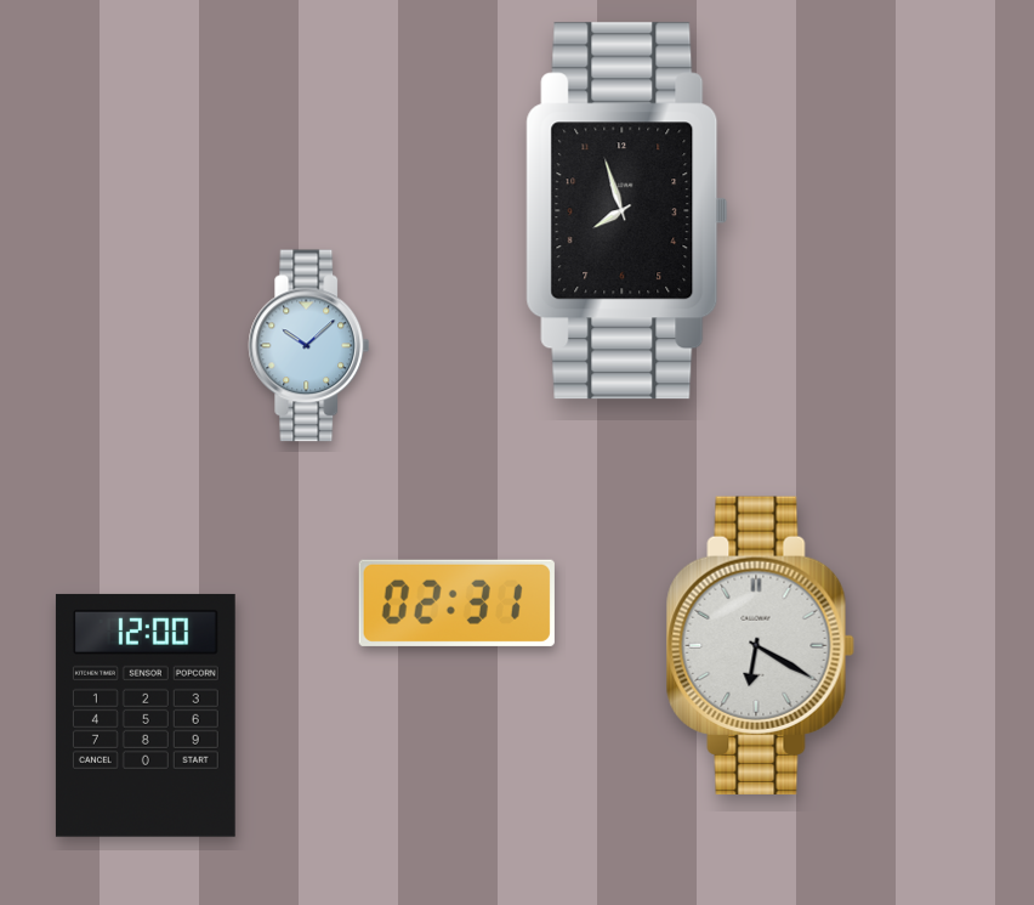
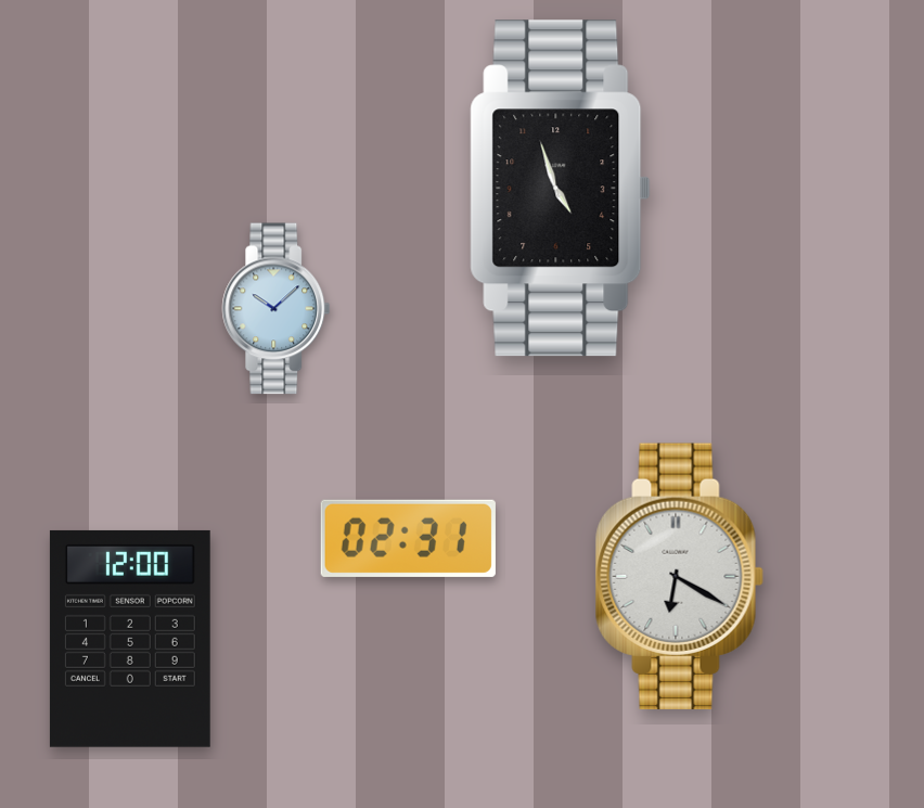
clock at (627, 211): 7:57 -> 4:57
